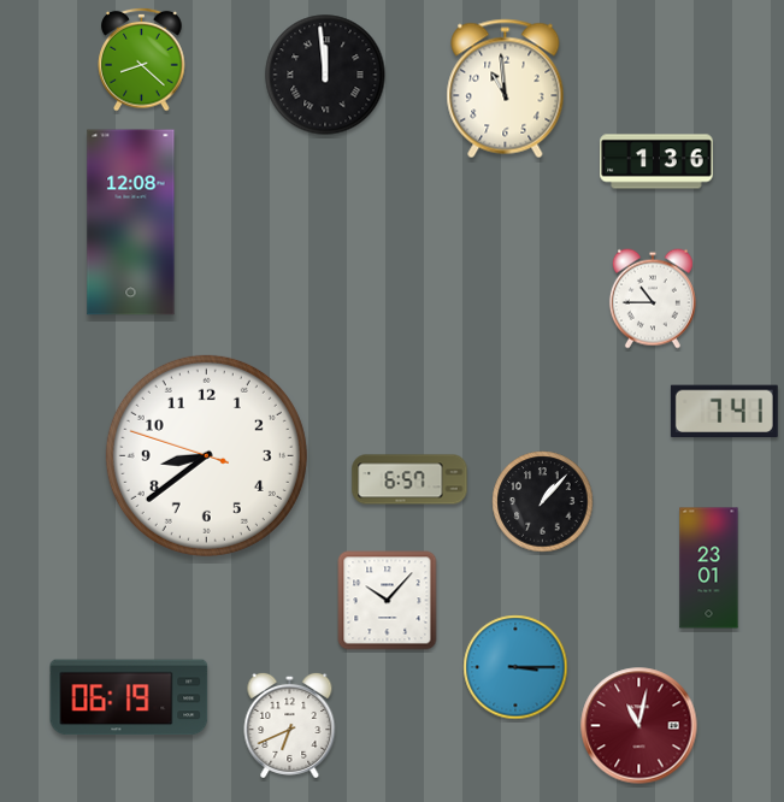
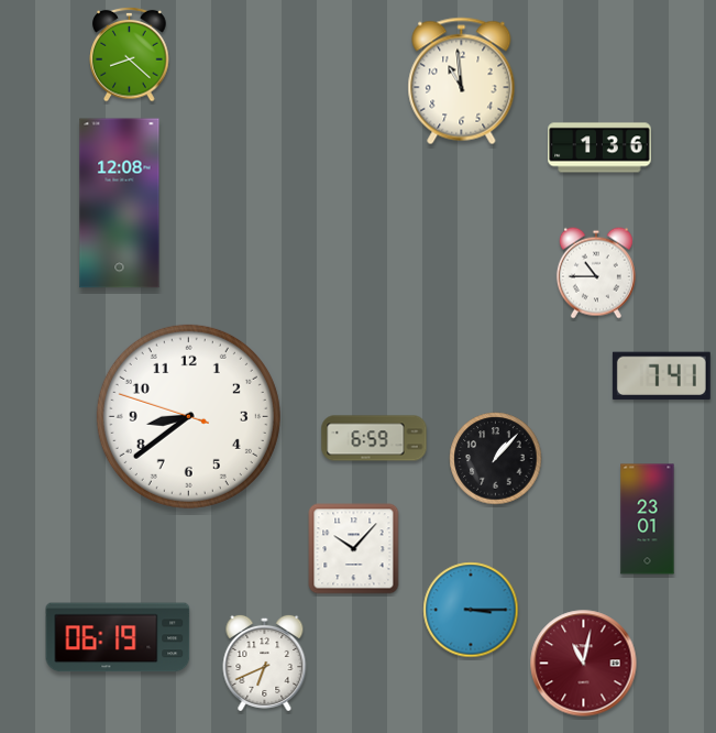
clock at (325, 75): 11:59 -> none
clock at (409, 479): 6:57 -> 6:59
